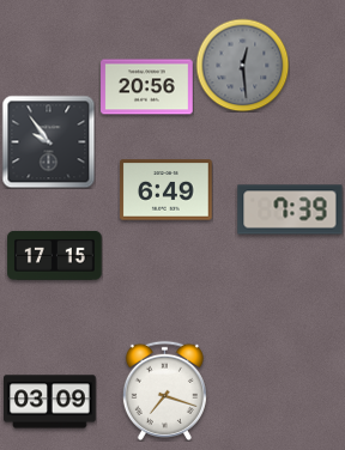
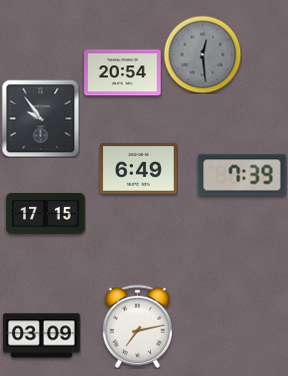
clock at (147, 87): 20:56 -> 20:54
clock at (167, 190) position: (167, 190) -> (139, 169)
clock at (164, 390): 7:18 -> 7:13
